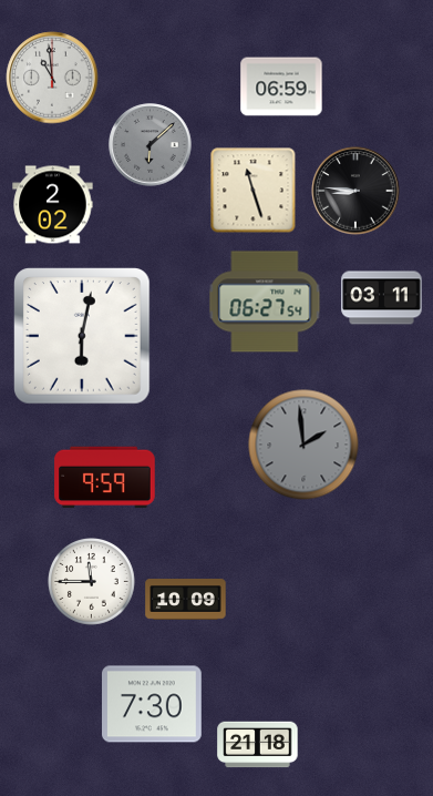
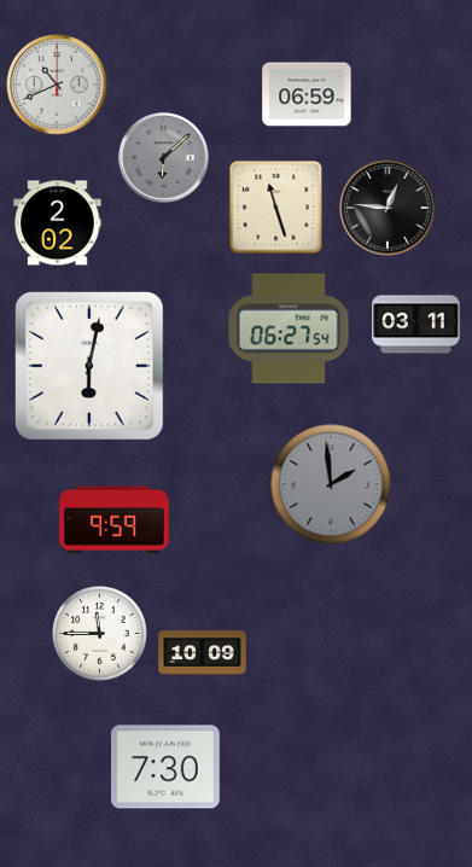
clock at (52, 78): 10:59 -> 10:41
clock at (355, 191): 8:46 -> 12:46
clock at (258, 745): 21:18 -> none
